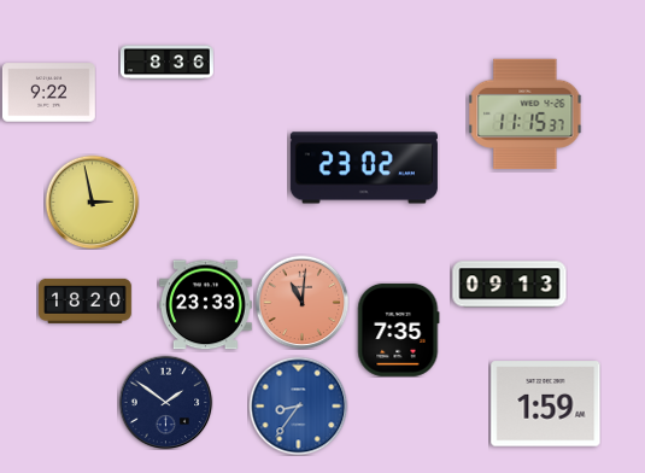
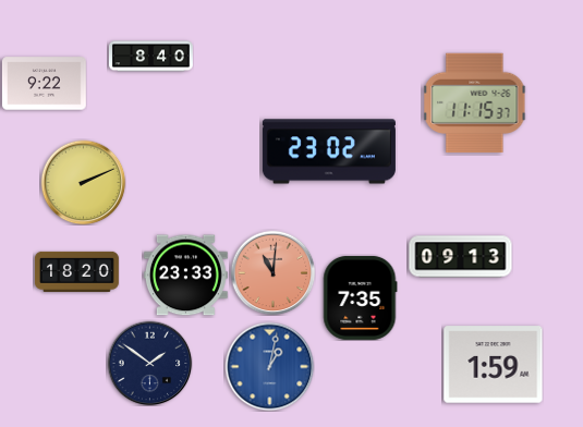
clock at (166, 63): 8:36 -> 8:40
clock at (92, 202): 2:58 -> 2:11
clock at (298, 405): 8:36 -> 1:02
